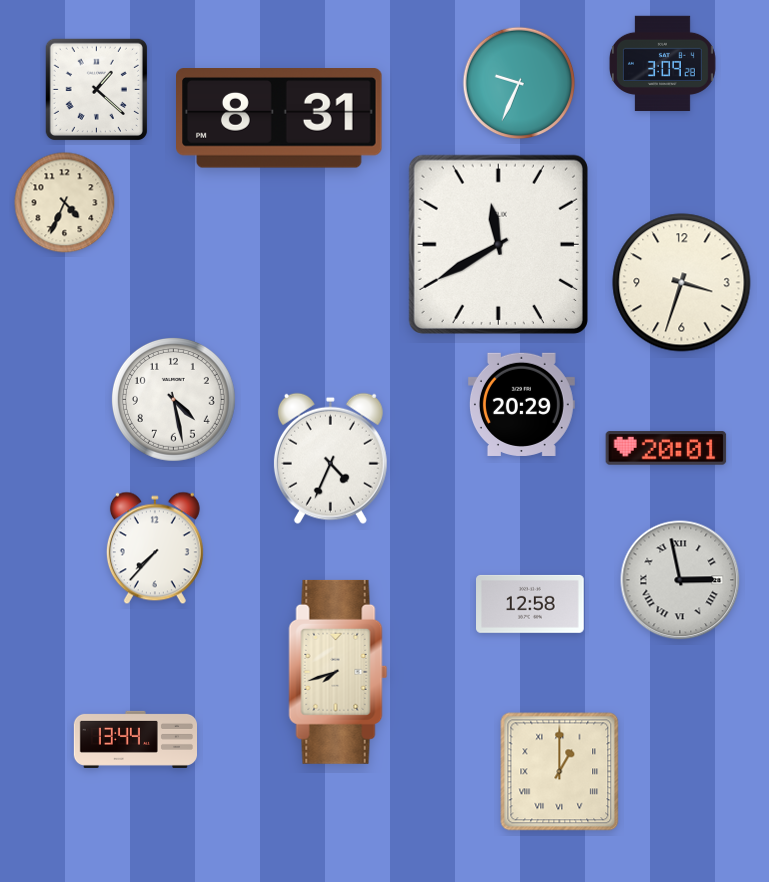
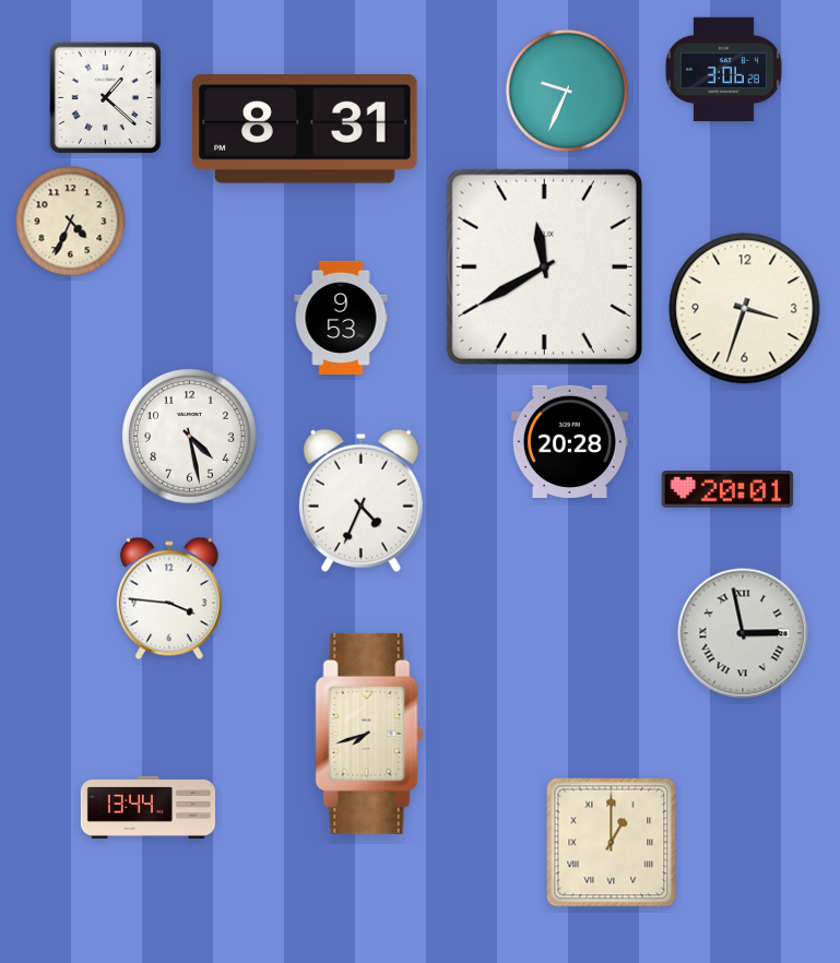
clock at (662, 63): 3:09 -> 3:06
clock at (341, 317): none -> 9:53
clock at (521, 404): 20:29 -> 20:28
clock at (155, 548): 7:37 -> 3:46
clock at (531, 604): 12:58 -> none
